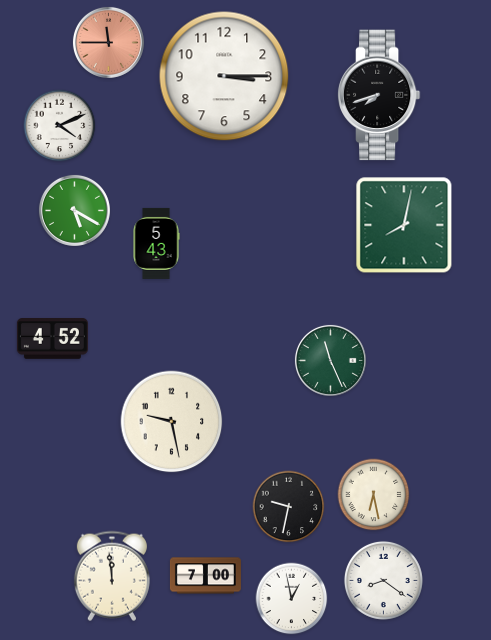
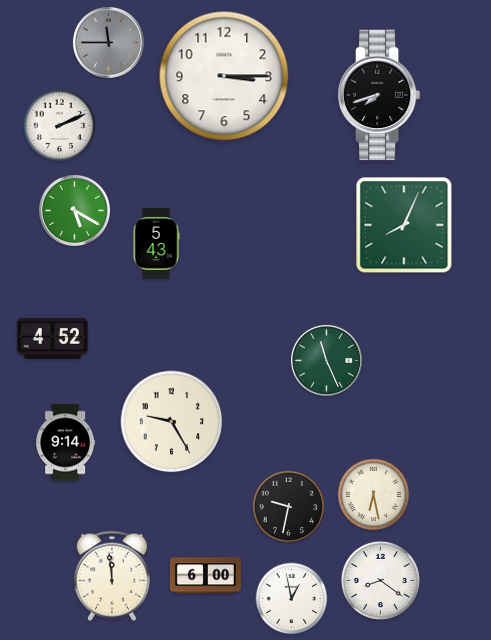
clock at (108, 42) dial: salmon -> grey
clock at (60, 126): 4:11 -> 2:11
clock at (404, 225): 8:02 -> 8:04
clock at (330, 360) position: (330, 360) -> (326, 360)
clock at (172, 422): 9:28 -> 9:25
clock at (66, 443): none -> 9:14
clock at (205, 576): 7:00 -> 6:00
clock at (383, 580) position: (383, 580) -> (380, 580)
